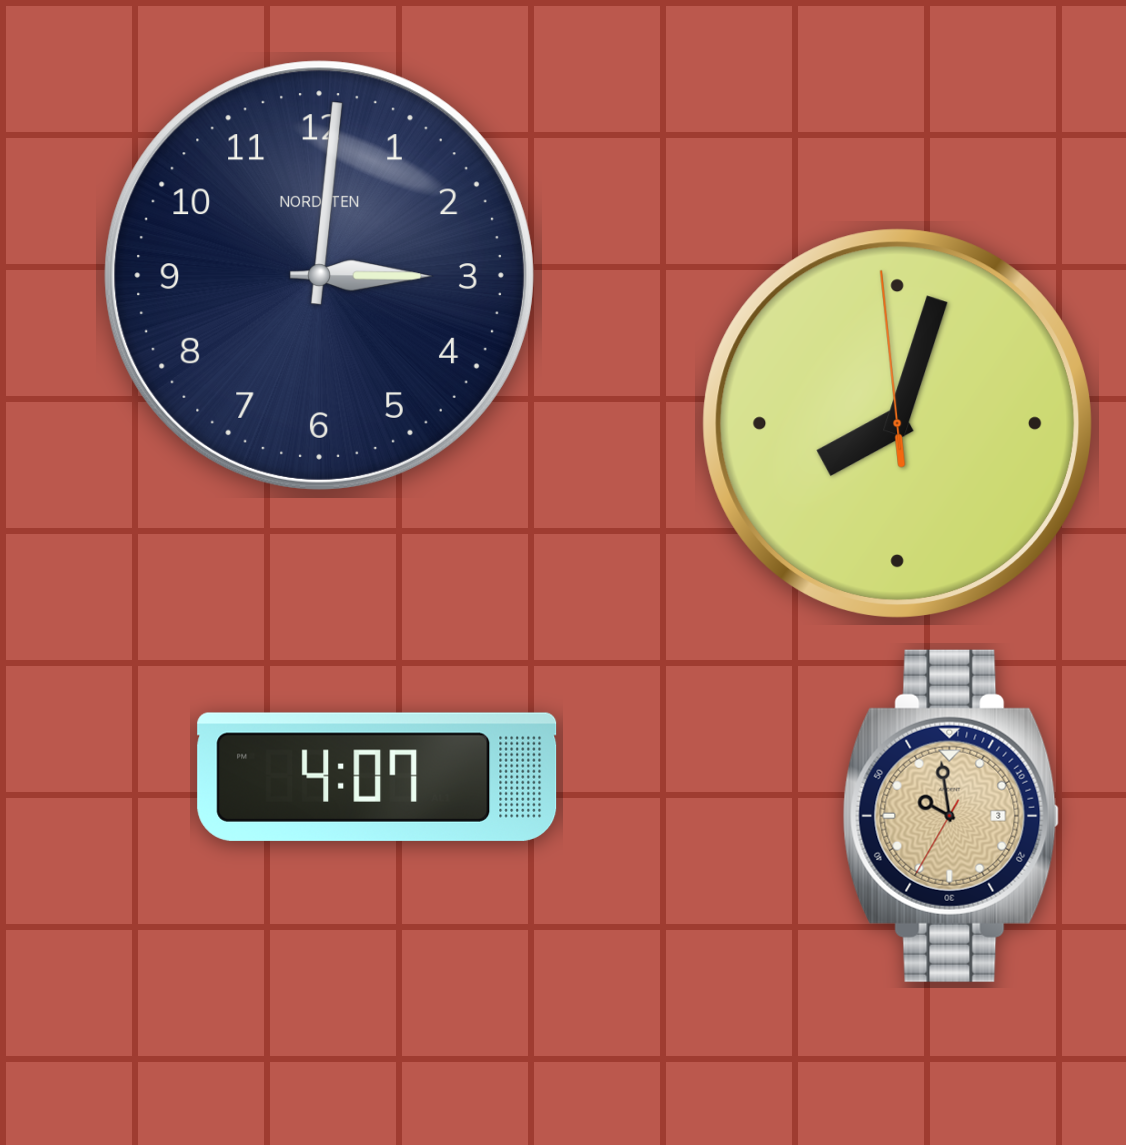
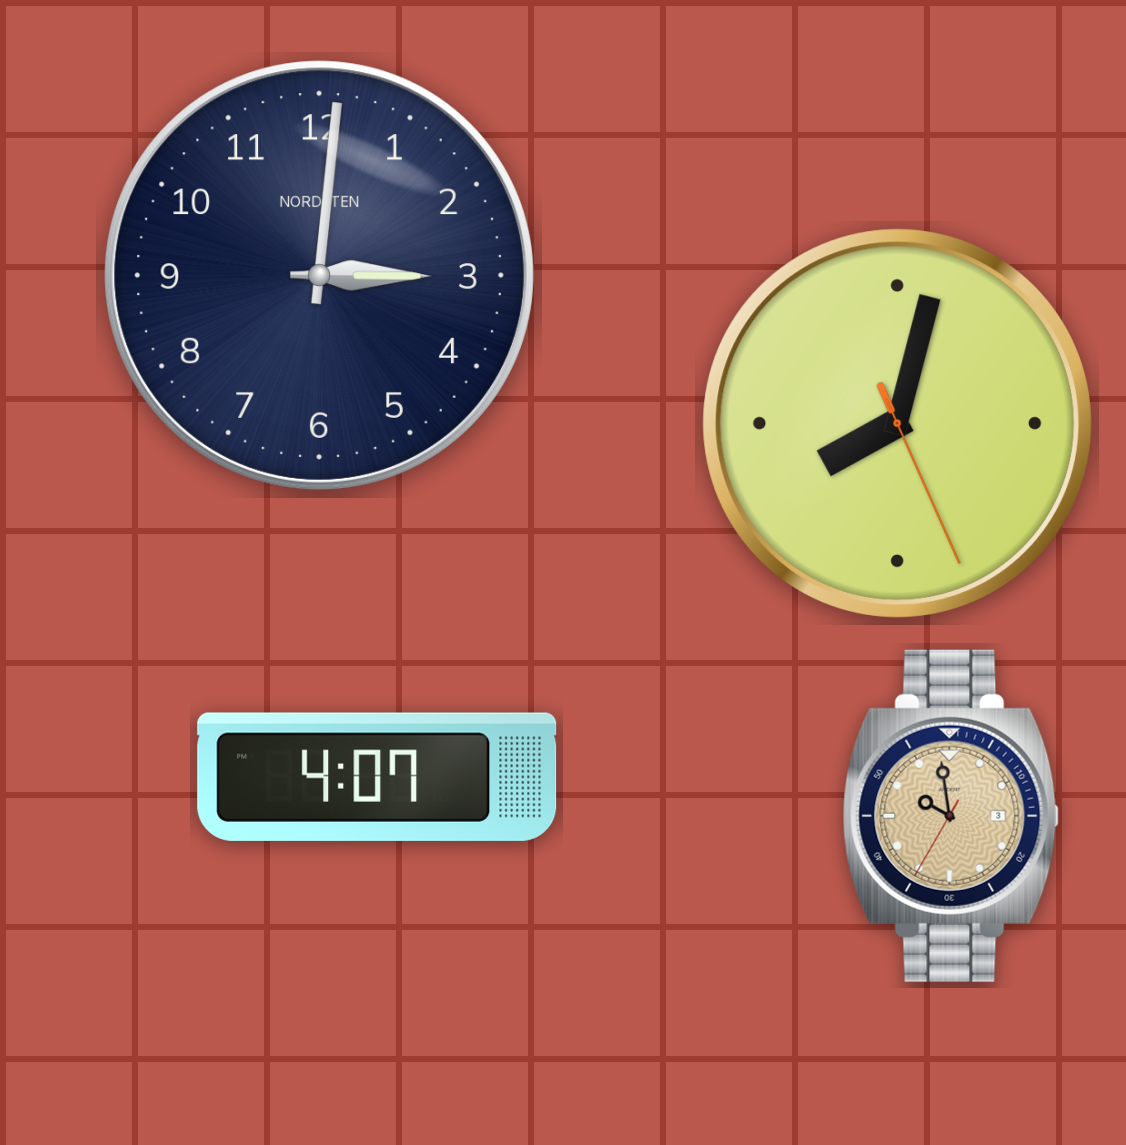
clock at (897, 423): 8:02:59 -> 8:02:26
